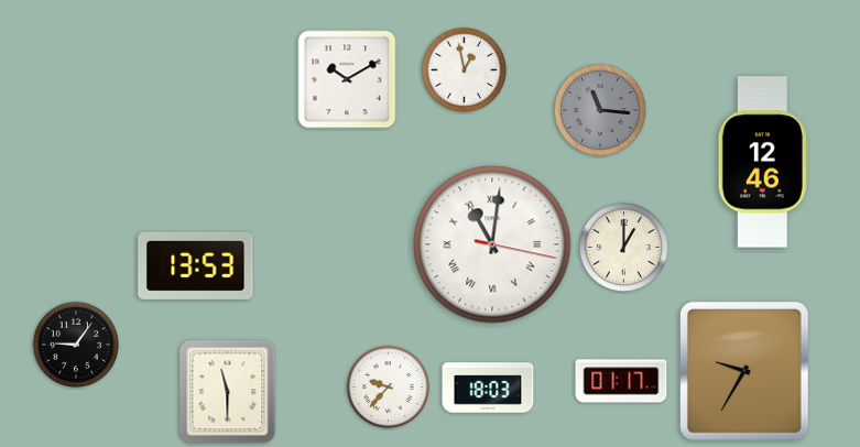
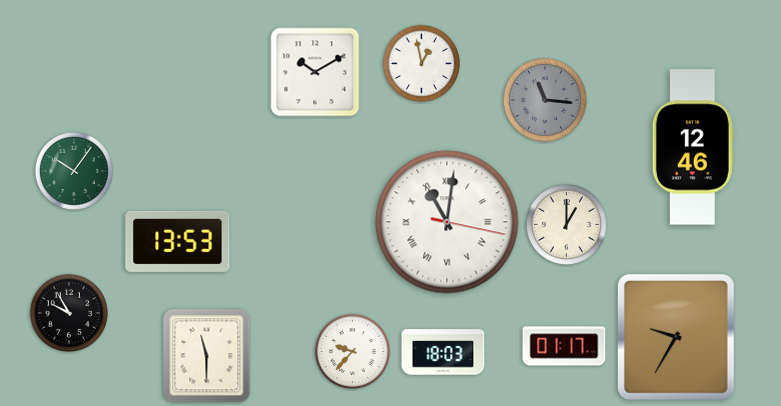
clock at (74, 171): none -> 10:06
clock at (76, 345): 9:06 -> 9:55
